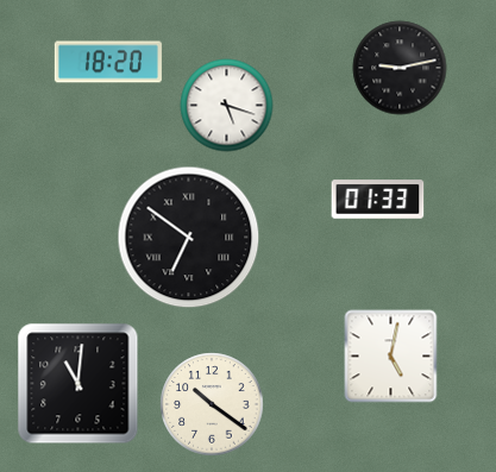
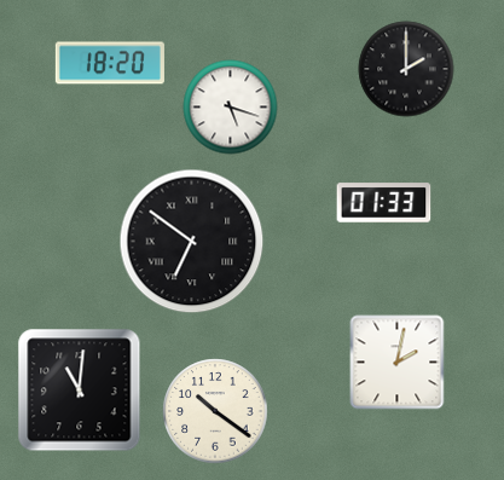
clock at (400, 68): 9:13 -> 2:00
clock at (390, 355): 5:02 -> 2:02
